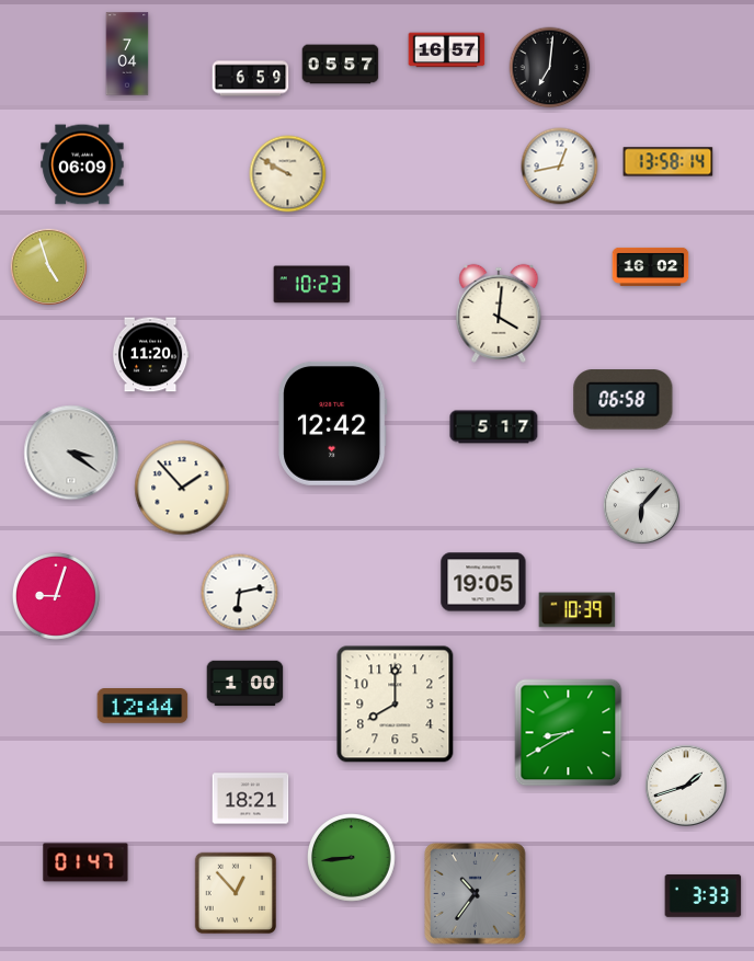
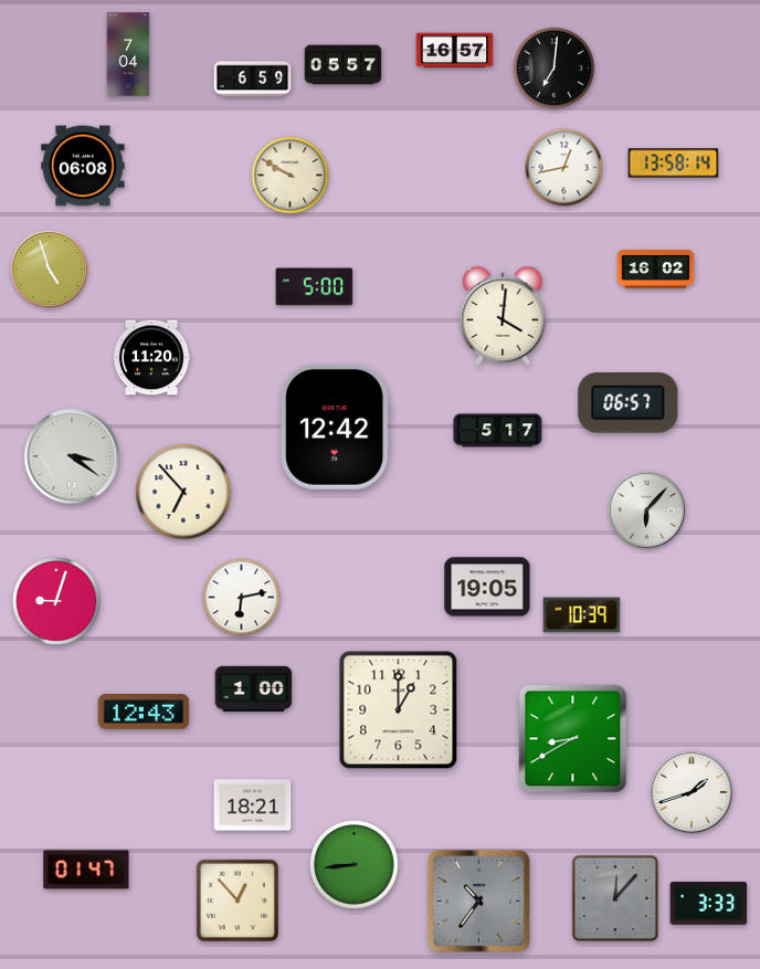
clock at (447, 50) position: (447, 50) -> (455, 51)
clock at (82, 164): 06:09 -> 06:08
clock at (312, 285): 10:23 -> 5:00
clock at (624, 400): 06:58 -> 06:57
clock at (182, 488): 1:53 -> 6:53
clock at (245, 684) position: (245, 684) -> (254, 689)
clock at (396, 705): 8:00 -> 1:00
clock at (142, 706): 12:44 -> 12:43
clock at (615, 898): none -> 12:07
